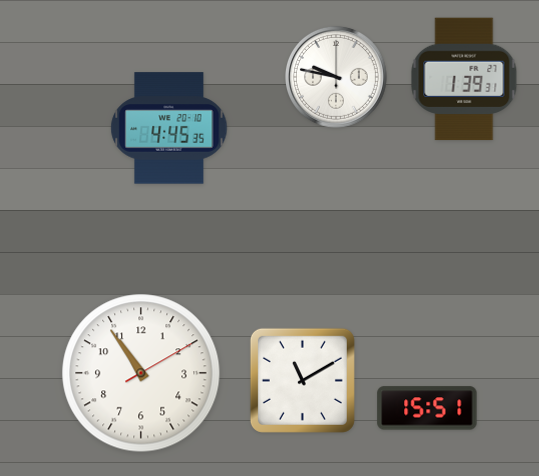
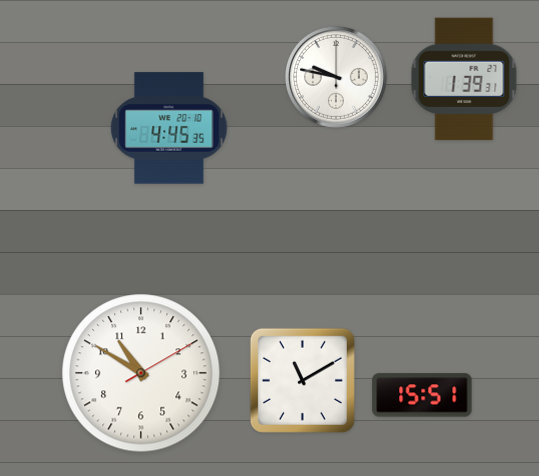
clock at (141, 373): 10:54 -> 10:50
clock at (427, 408) position: (427, 408) -> (422, 395)
